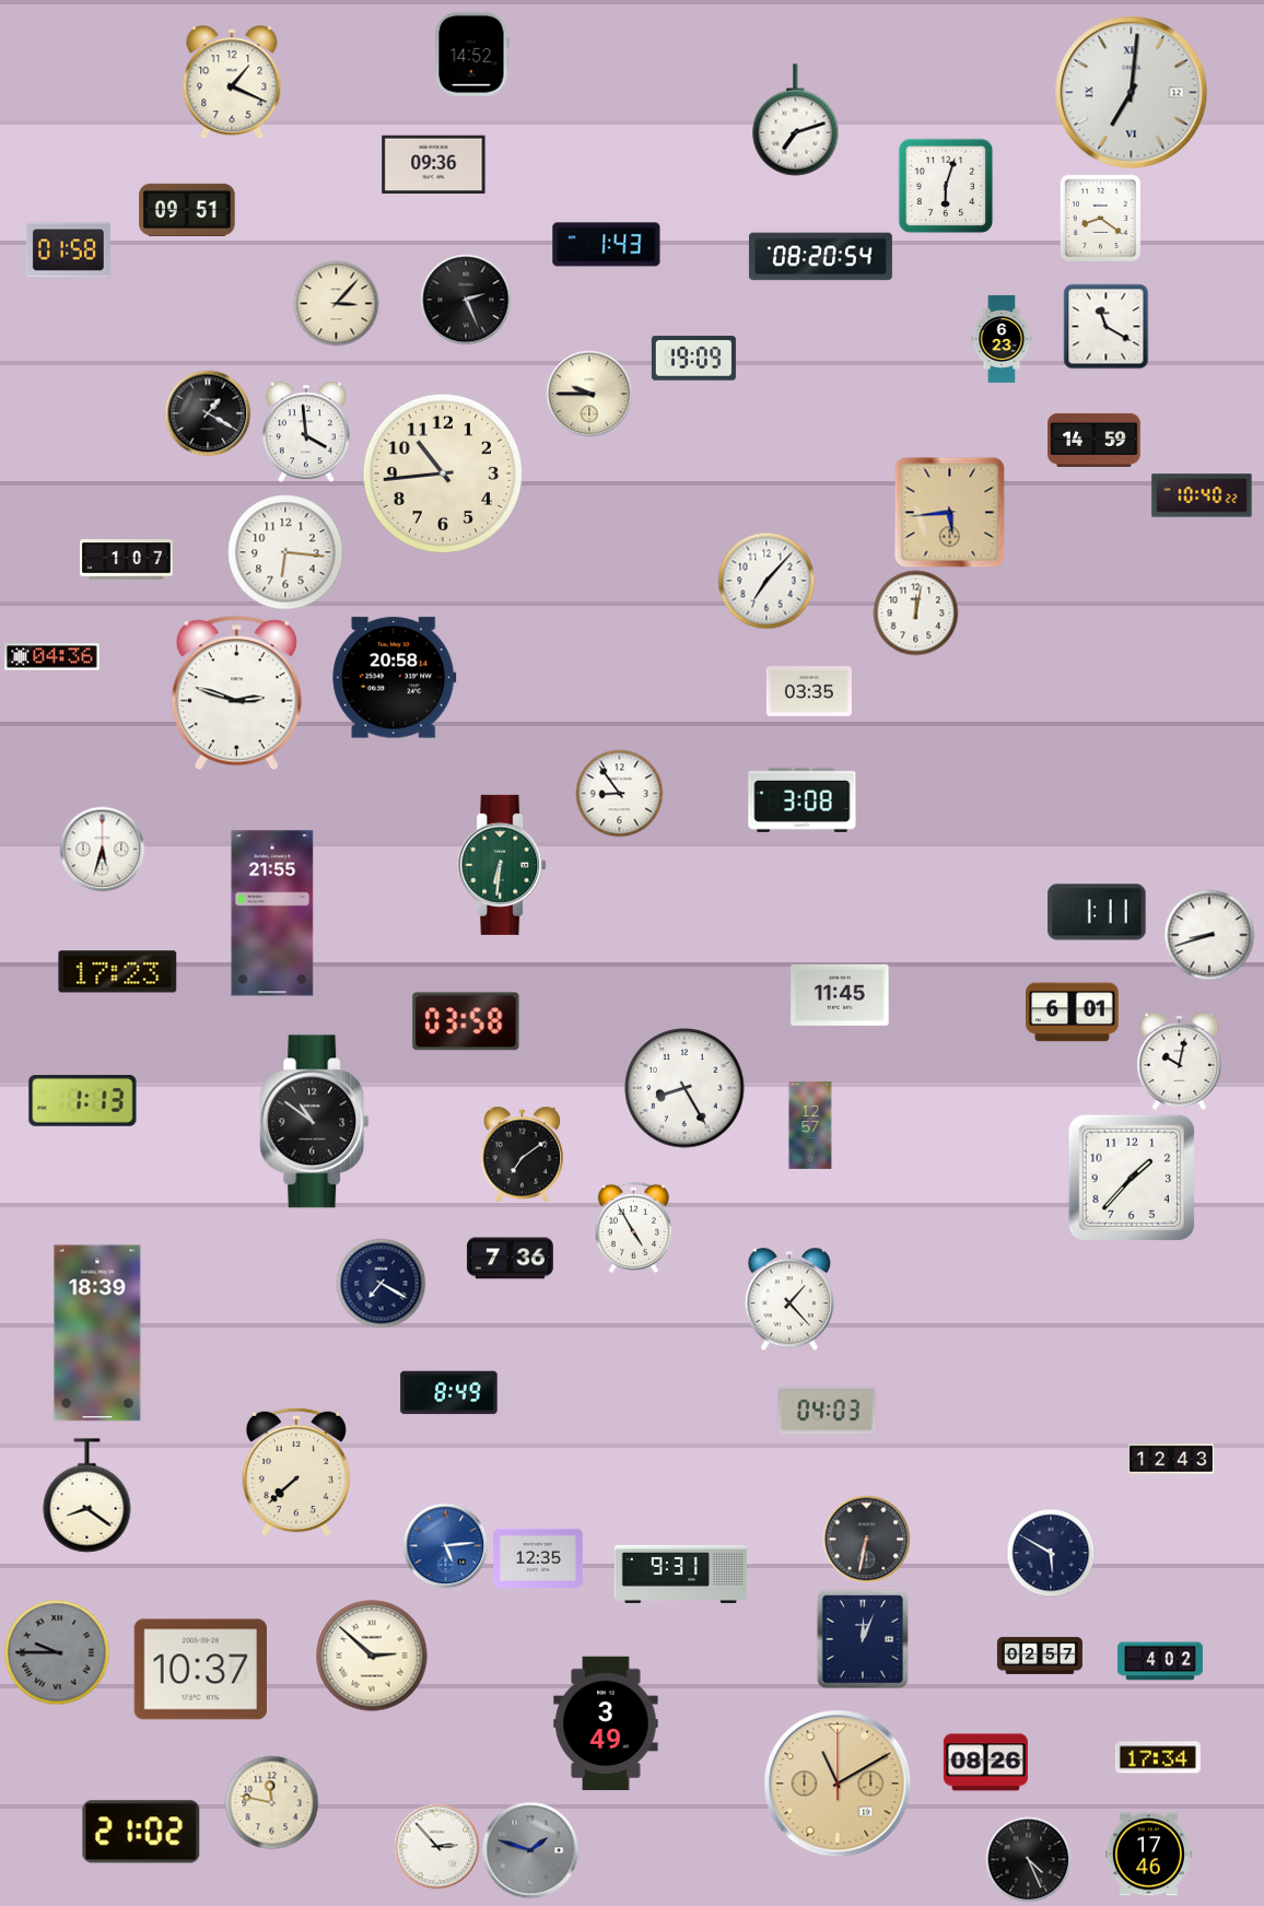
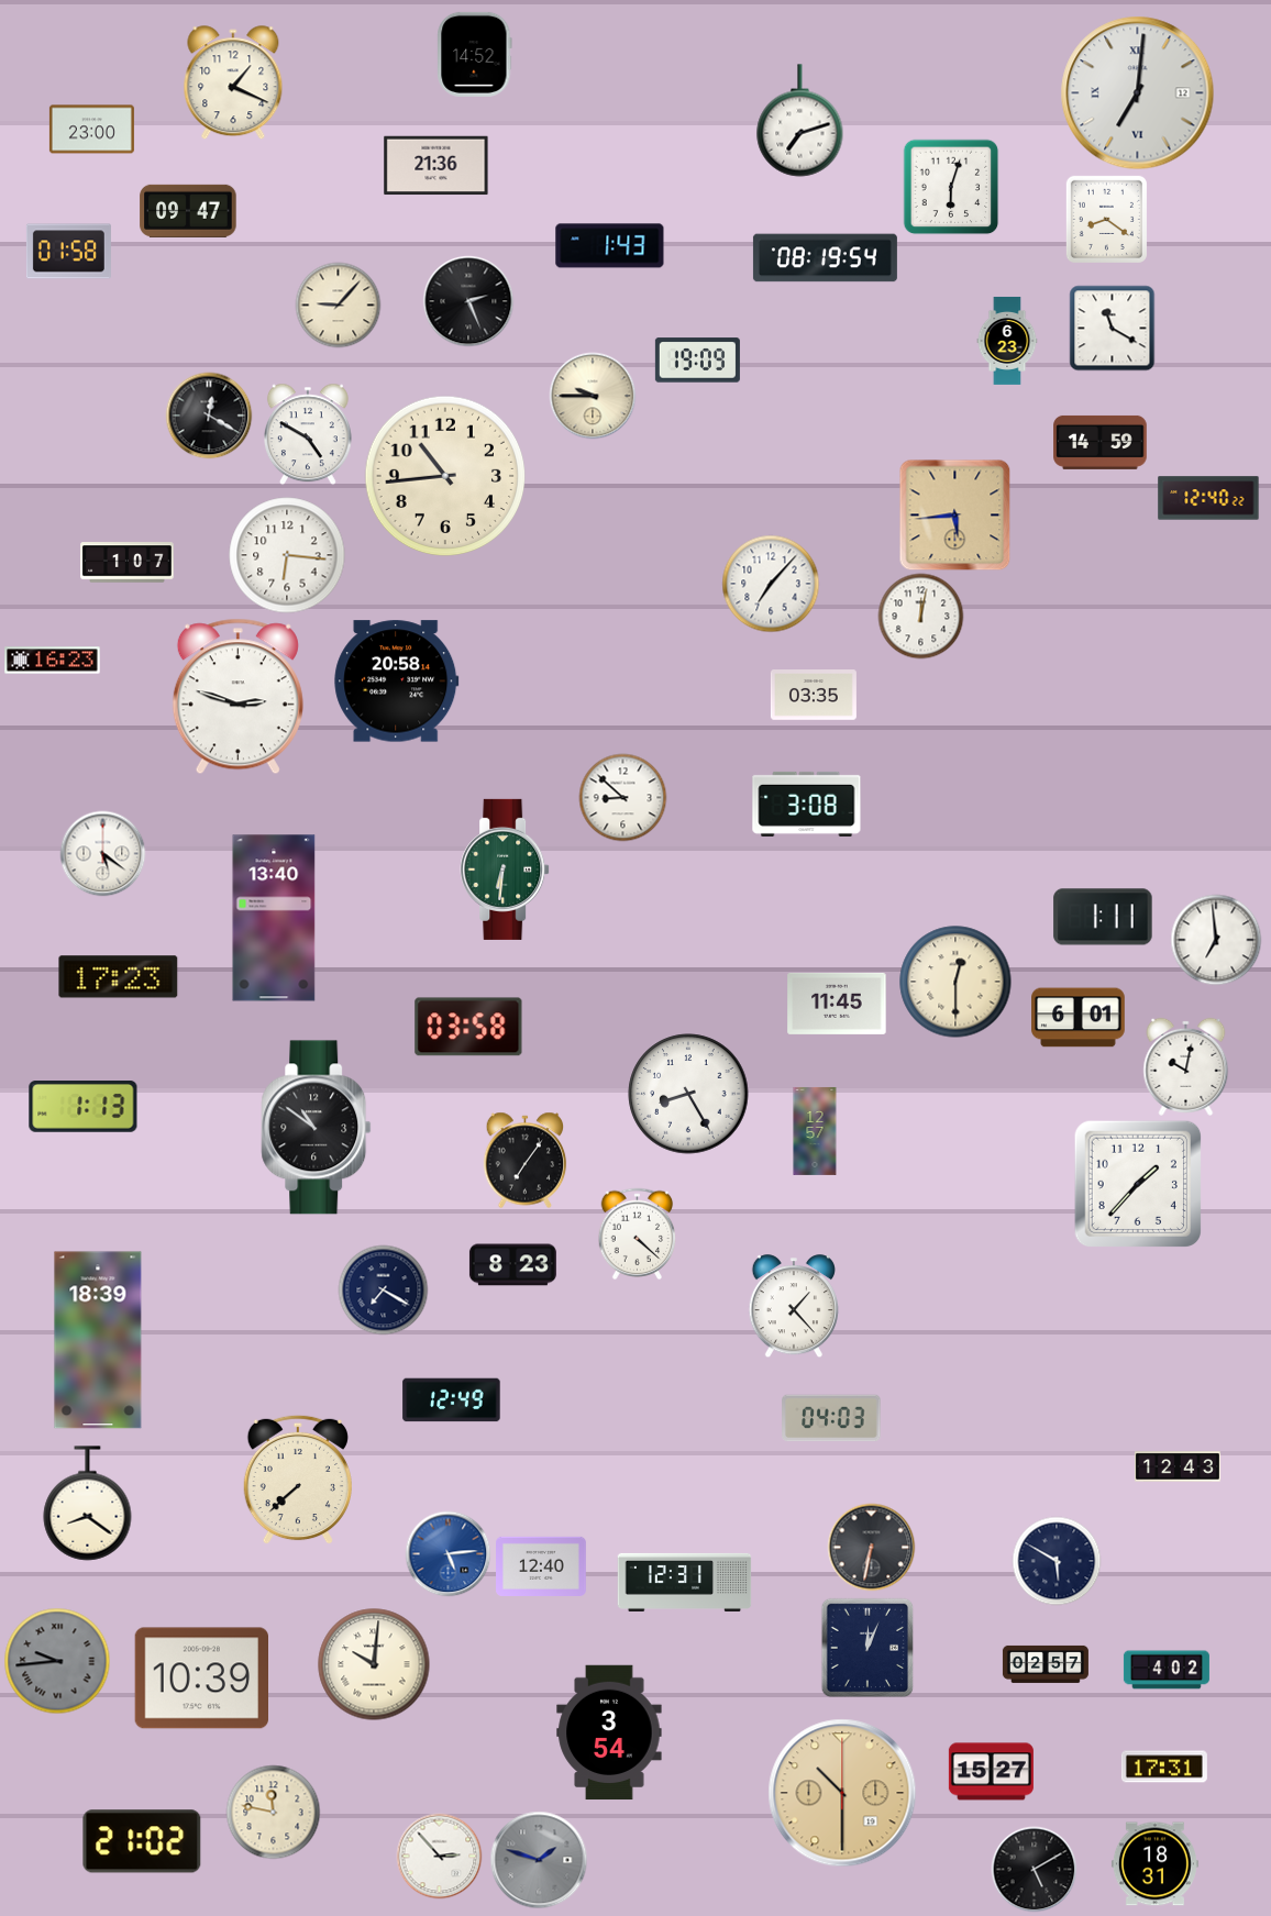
clock at (91, 130): none -> 23:00
clock at (434, 165): 09:36 -> 21:36
clock at (187, 210): 09:51 -> 09:47
clock at (820, 257): 08:20 -> 08:19
clock at (336, 303): 3:07 -> 9:07
clock at (208, 413): 1:20 -> 12:20
clock at (306, 432): 3:59 -> 4:50
clock at (1202, 495): 10:40 -> 12:40
clock at (52, 657): 04:36 -> 16:23
clock at (619, 793): 8:54 -> 8:52
clock at (102, 849): 5:33 -> 5:21
clock at (272, 913): 21:55 -> 13:40
clock at (1209, 935): 8:42 -> 6:59
clock at (955, 982): none -> 12:30
clock at (840, 995) position: (840, 995) -> (837, 1004)
clock at (523, 1154): 7:09 -> 7:06
clock at (634, 1227): 4:55 -> 4:22
clock at (510, 1259): 7:36 -> 8:23
clock at (449, 1393): 8:49 -> 12:49
clock at (539, 1557): 12:35 -> 12:40
clock at (681, 1574): 9:31 -> 12:31
clock at (57, 1652): 9:45 -> 9:44
clock at (372, 1656): 2:52 -> 10:01
clock at (200, 1670): 10:37 -> 10:39
clock at (606, 1723): 3:49 -> 3:54
clock at (1158, 1757): 17:34 -> 17:31
clock at (985, 1763): 08:26 -> 15:27
clock at (838, 1784): 11:10 -> 10:30
clock at (530, 1850) position: (530, 1850) -> (539, 1860)
clock at (1148, 1855): 17:46 -> 18:31
clock at (1028, 1859): 4:26 -> 5:10
